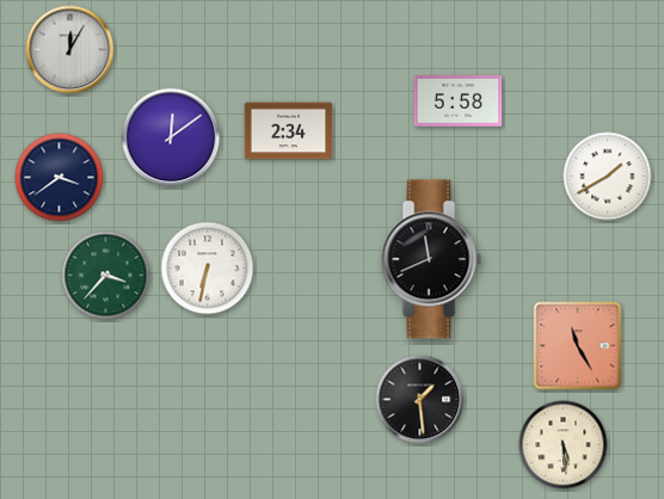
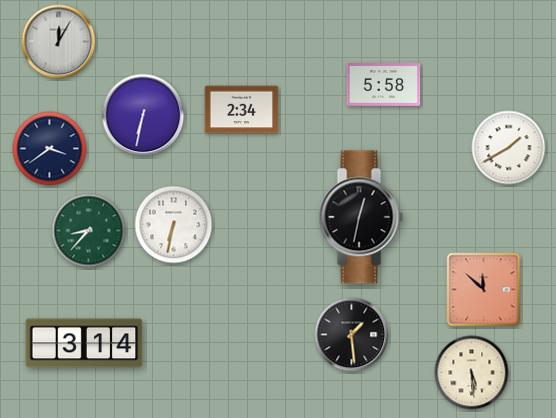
clock at (171, 137): 12:09 -> 6:32
clock at (431, 259): 11:41 -> 12:32
clock at (106, 276): 3:37 -> 8:37
clock at (578, 346): 11:25 -> 11:52
clock at (84, 343): none -> 3:14
